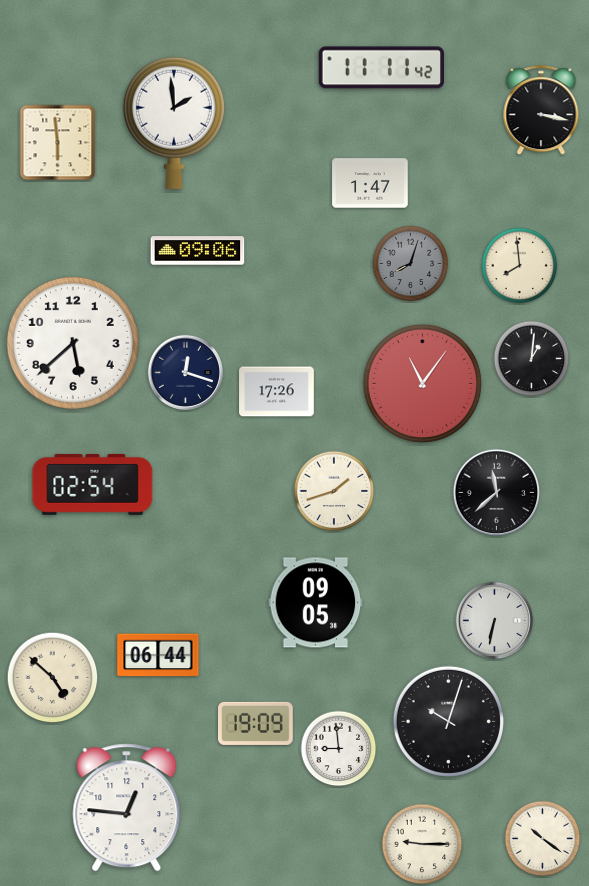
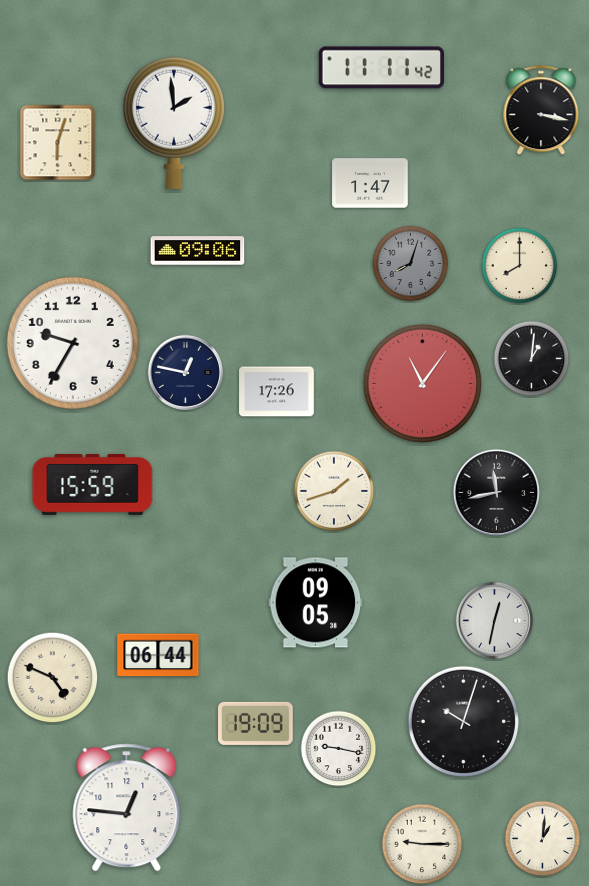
clock at (58, 143): 5:59 -> 6:03
clock at (520, 266): 7:59 -> 8:00
clock at (73, 343): 5:38 -> 9:35
clock at (185, 372): 12:18 -> 12:47
clock at (93, 485): 02:54 -> 15:59
clock at (497, 493): 11:38 -> 11:43
clock at (494, 620): 6:32 -> 12:32
clock at (53, 678): 4:52 -> 4:49
clock at (448, 721) position: (448, 721) -> (463, 721)
clock at (339, 749): 8:59 -> 9:17
clock at (543, 839): 10:21 -> 1:01
